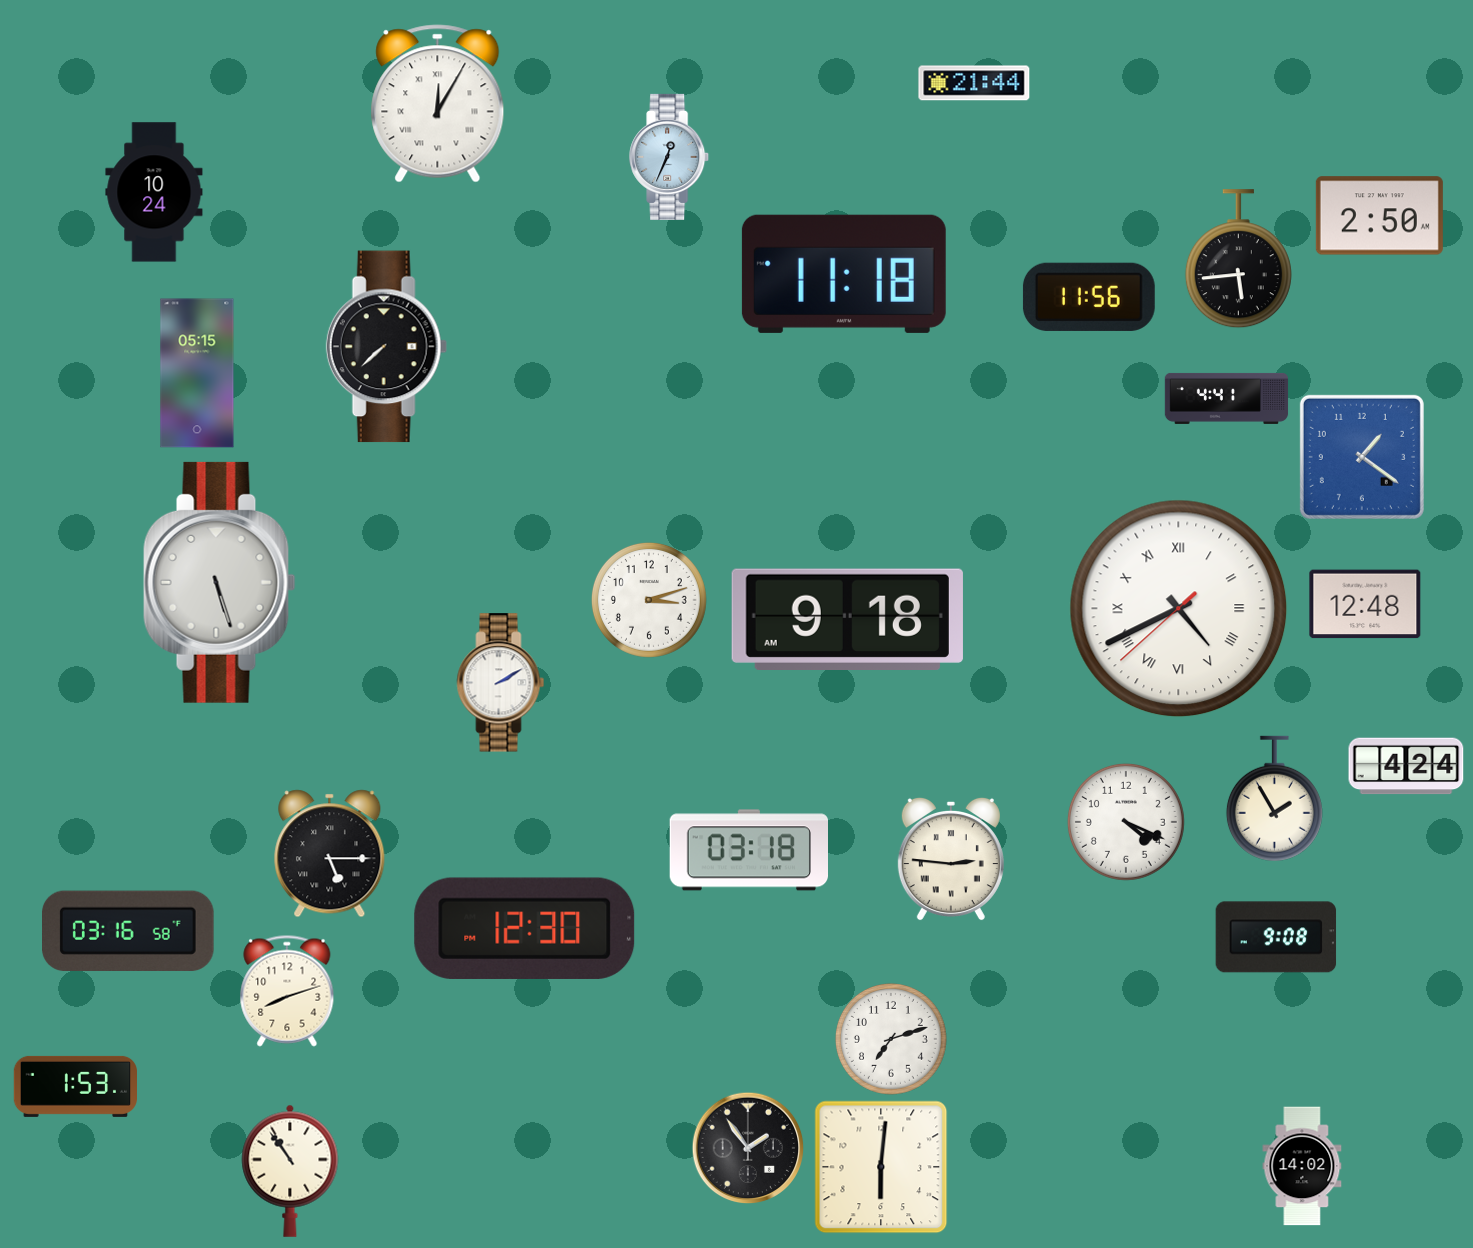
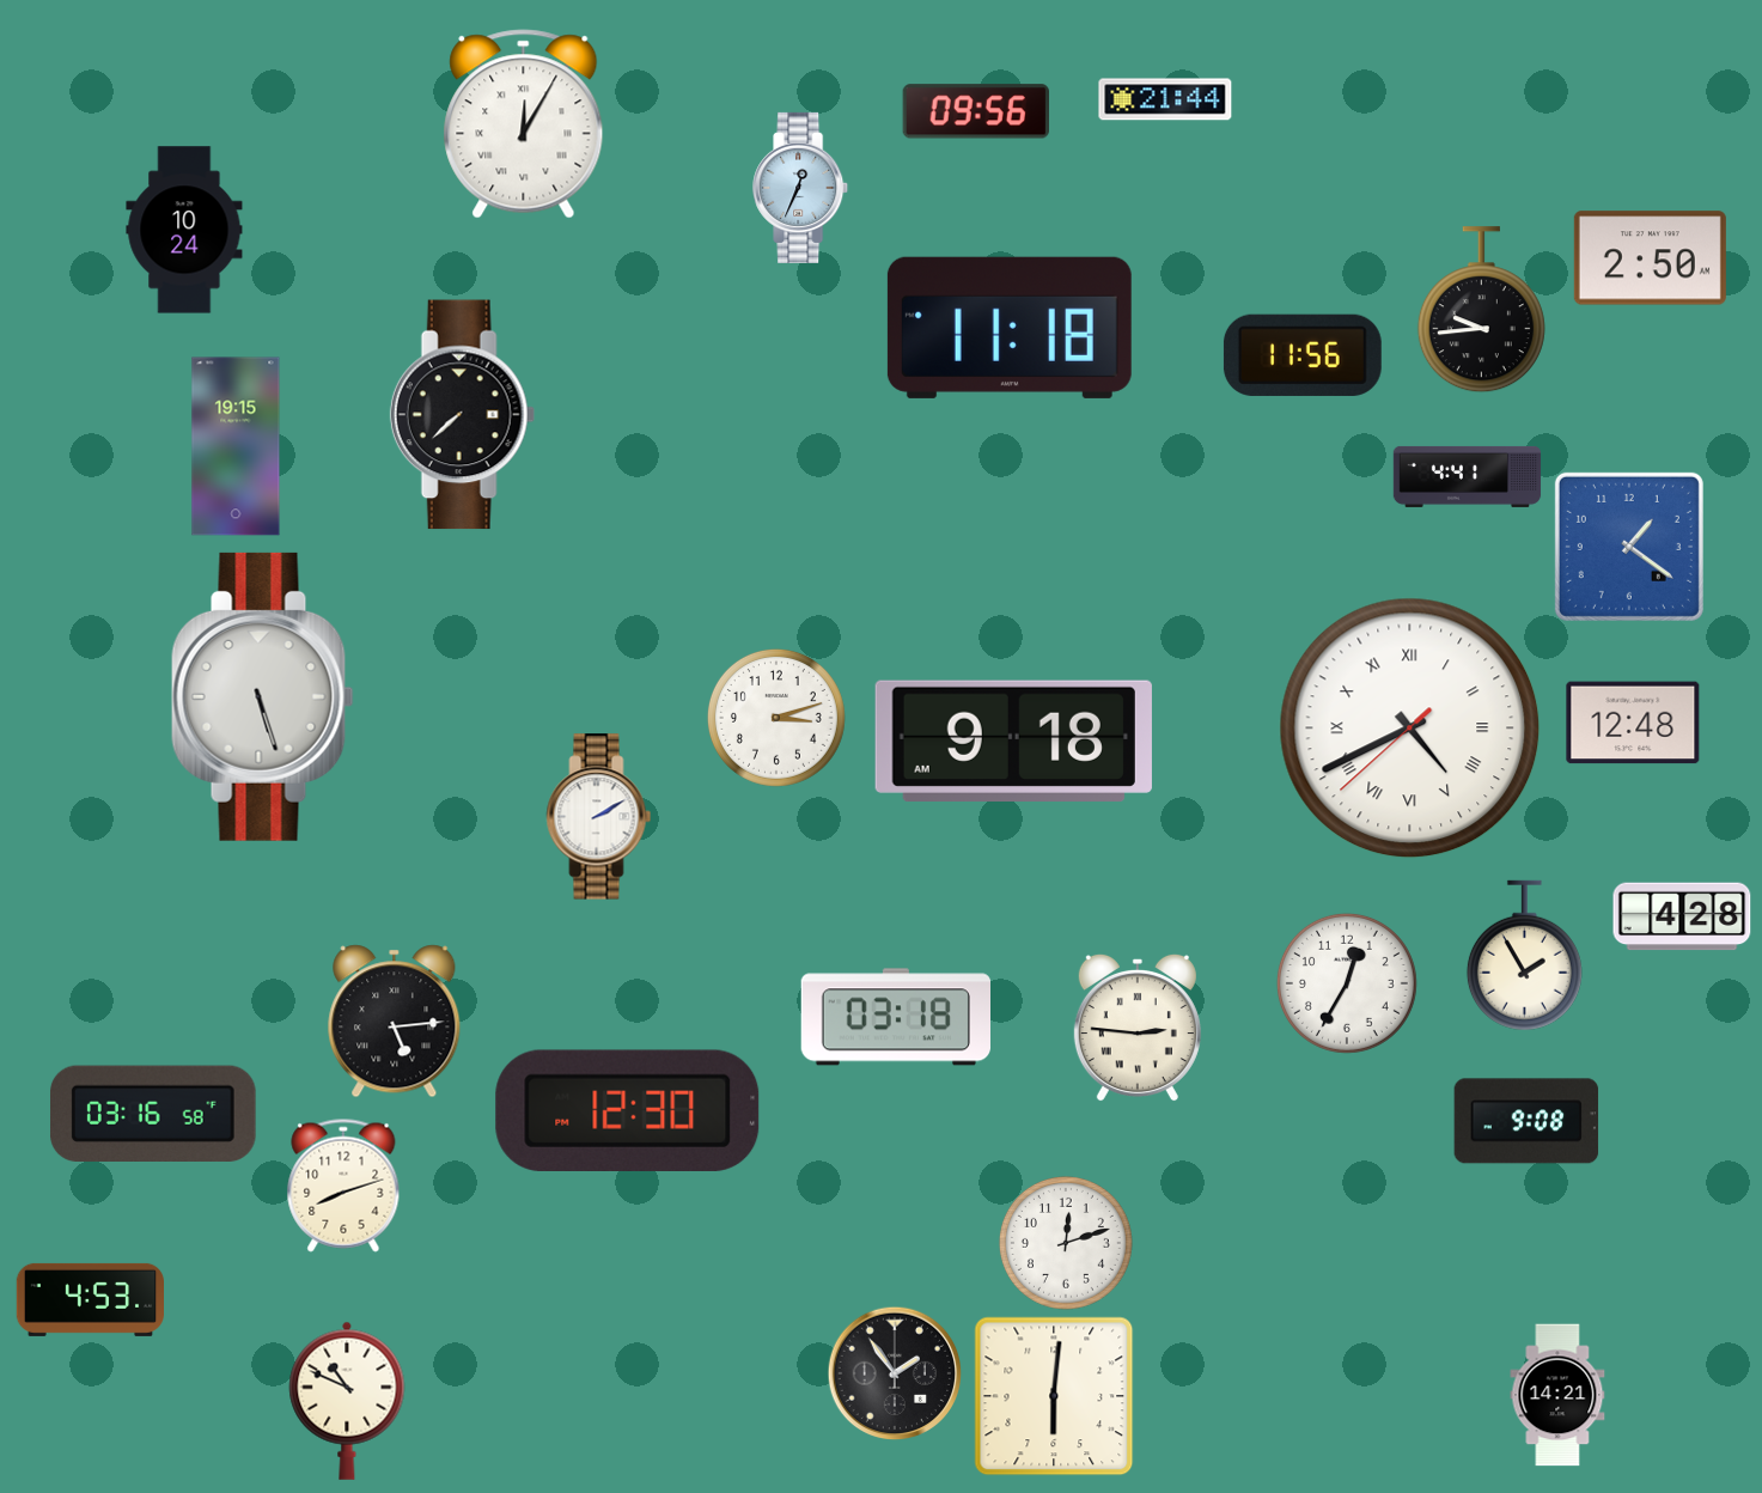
clock at (976, 111): none -> 09:56
clock at (1238, 259): 5:44 -> 9:44
clock at (197, 373): 05:15 -> 19:15
clock at (1406, 766): 4:24 -> 4:28
clock at (1126, 822): 4:19 -> 12:35
clock at (330, 854): 5:15 -> 5:14
clock at (891, 1039): 7:12 -> 12:12
clock at (76, 1086): 1:53 -> 4:53
clock at (1302, 1166): 14:02 -> 14:21
clock at (290, 1171): 10:54 -> 10:49
